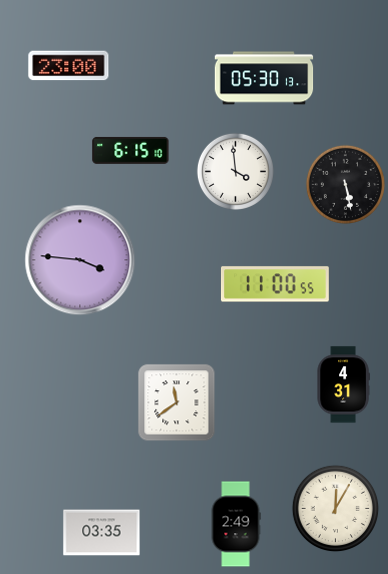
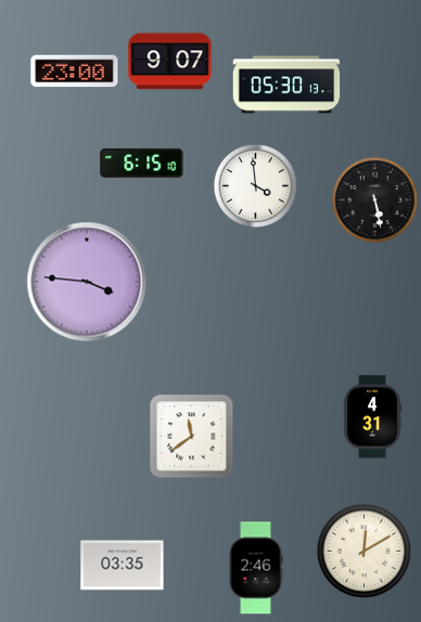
clock at (170, 62): none -> 9:07
clock at (275, 284): 11:00 -> none
clock at (335, 508): 12:05 -> 12:10
clock at (236, 524): 2:49 -> 2:46
clock at (102, 533) position: (102, 533) -> (123, 566)
